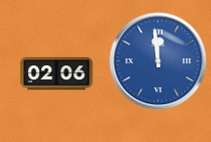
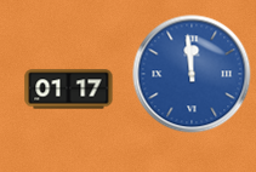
clock at (57, 74): 02:06 -> 01:17
